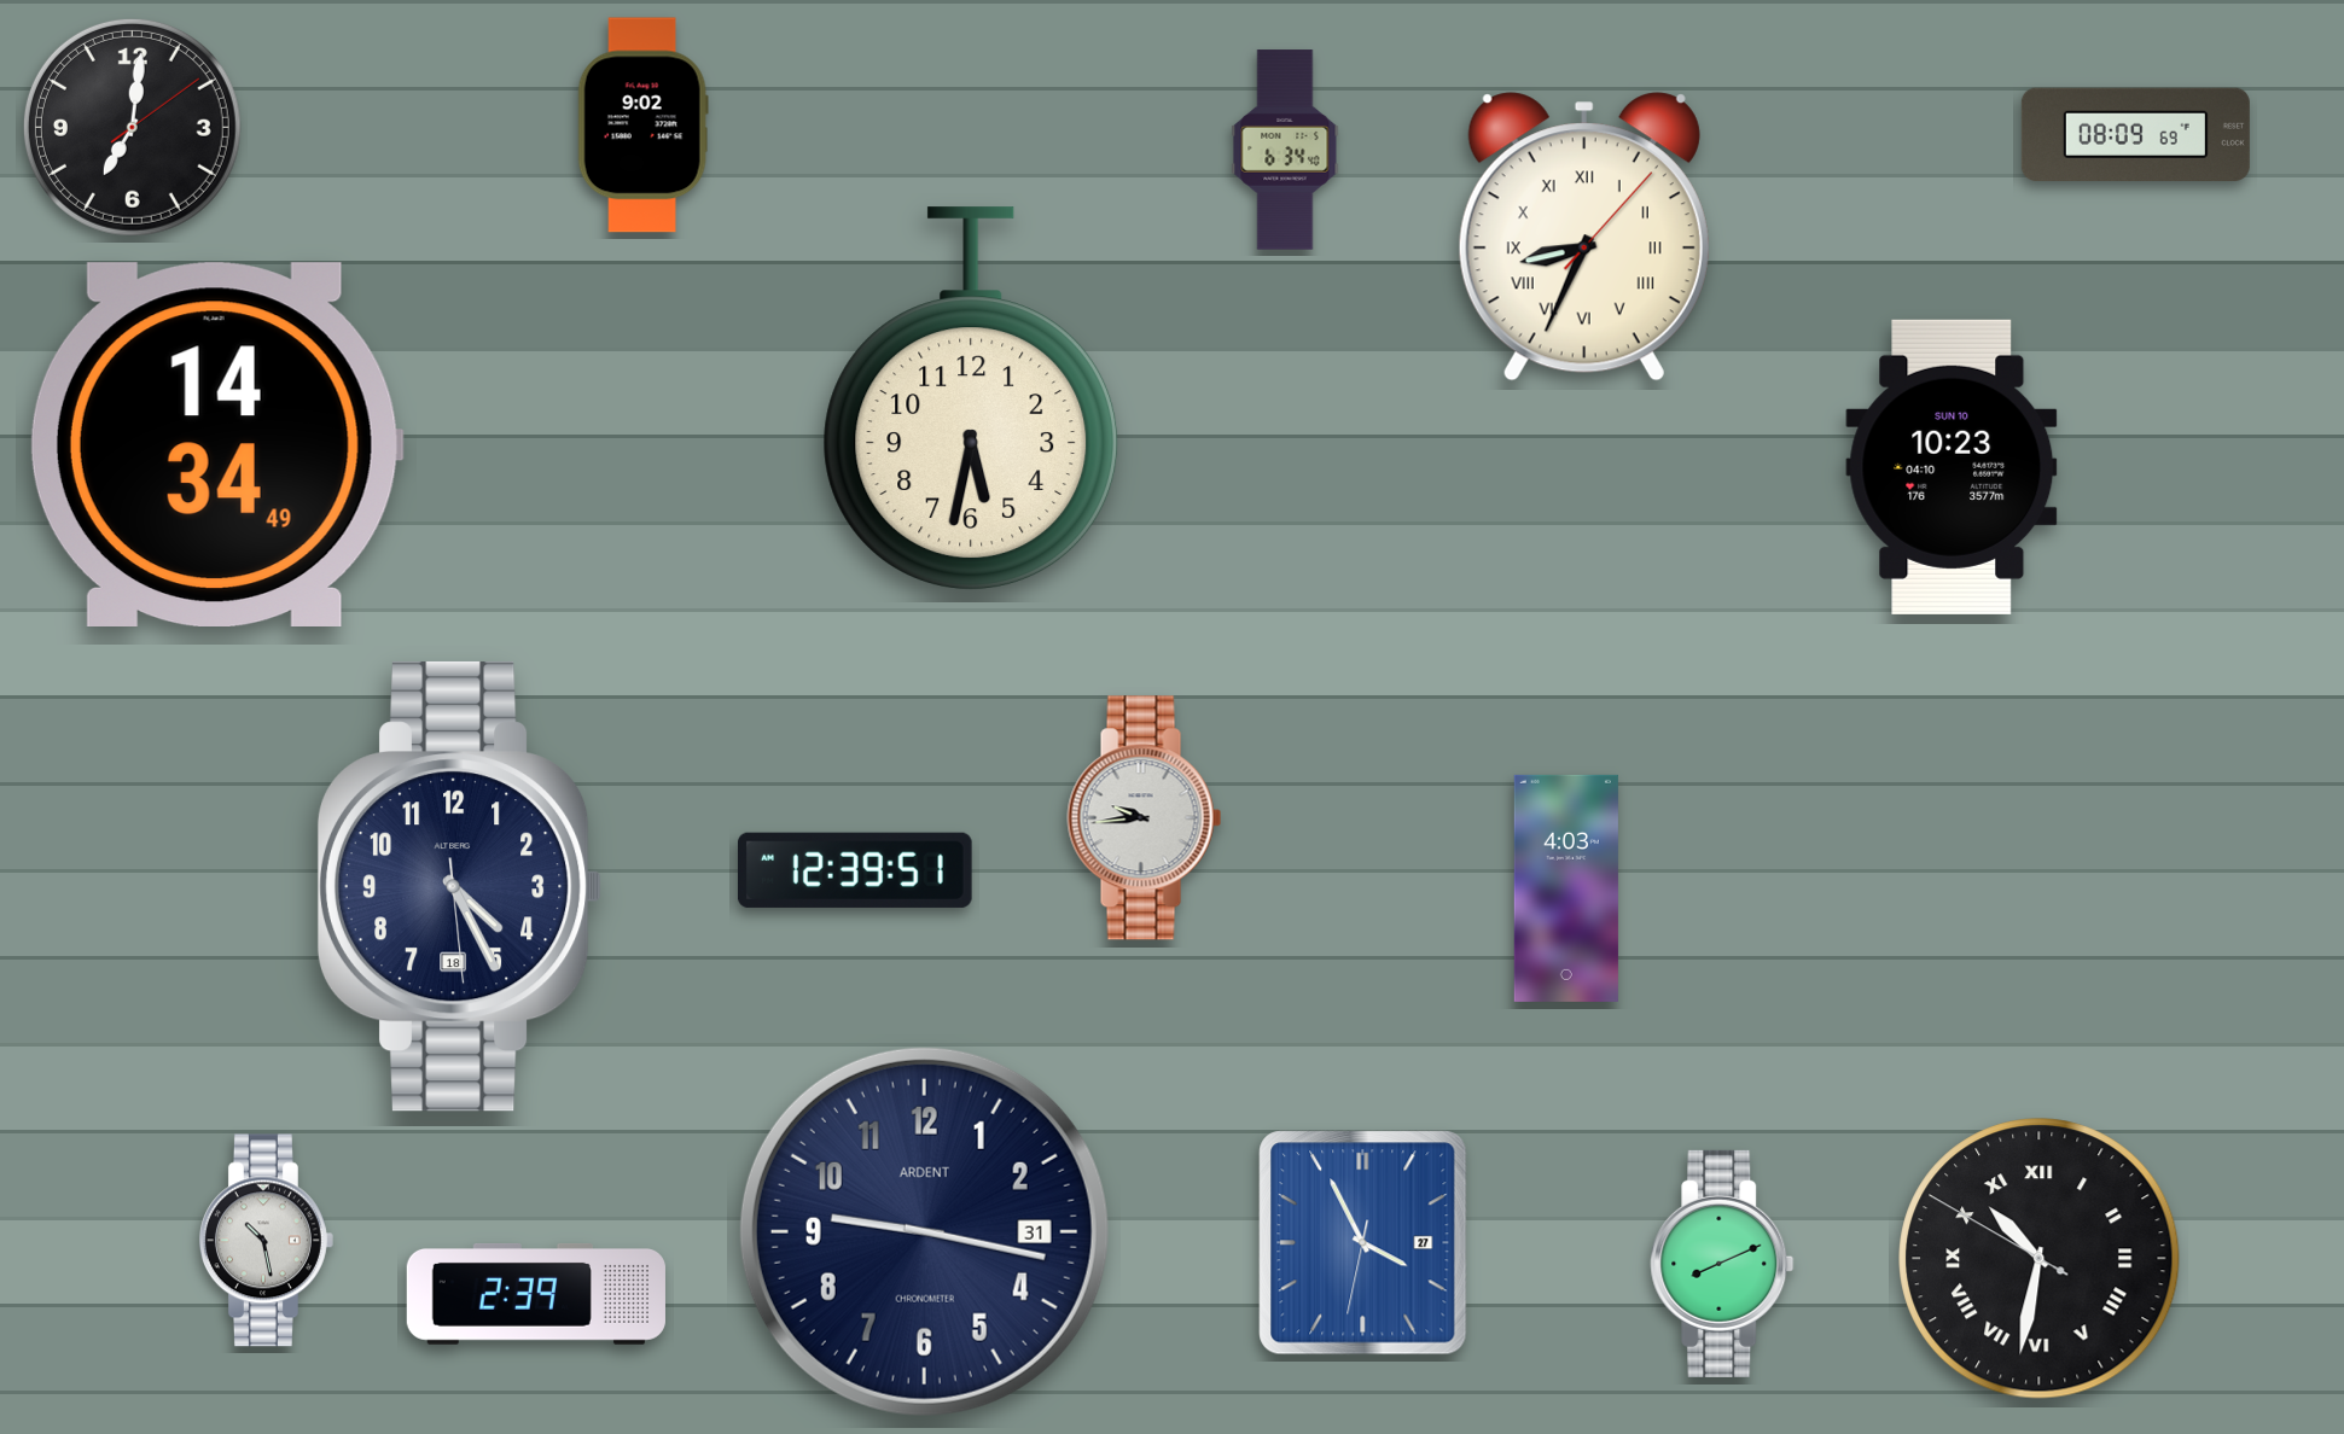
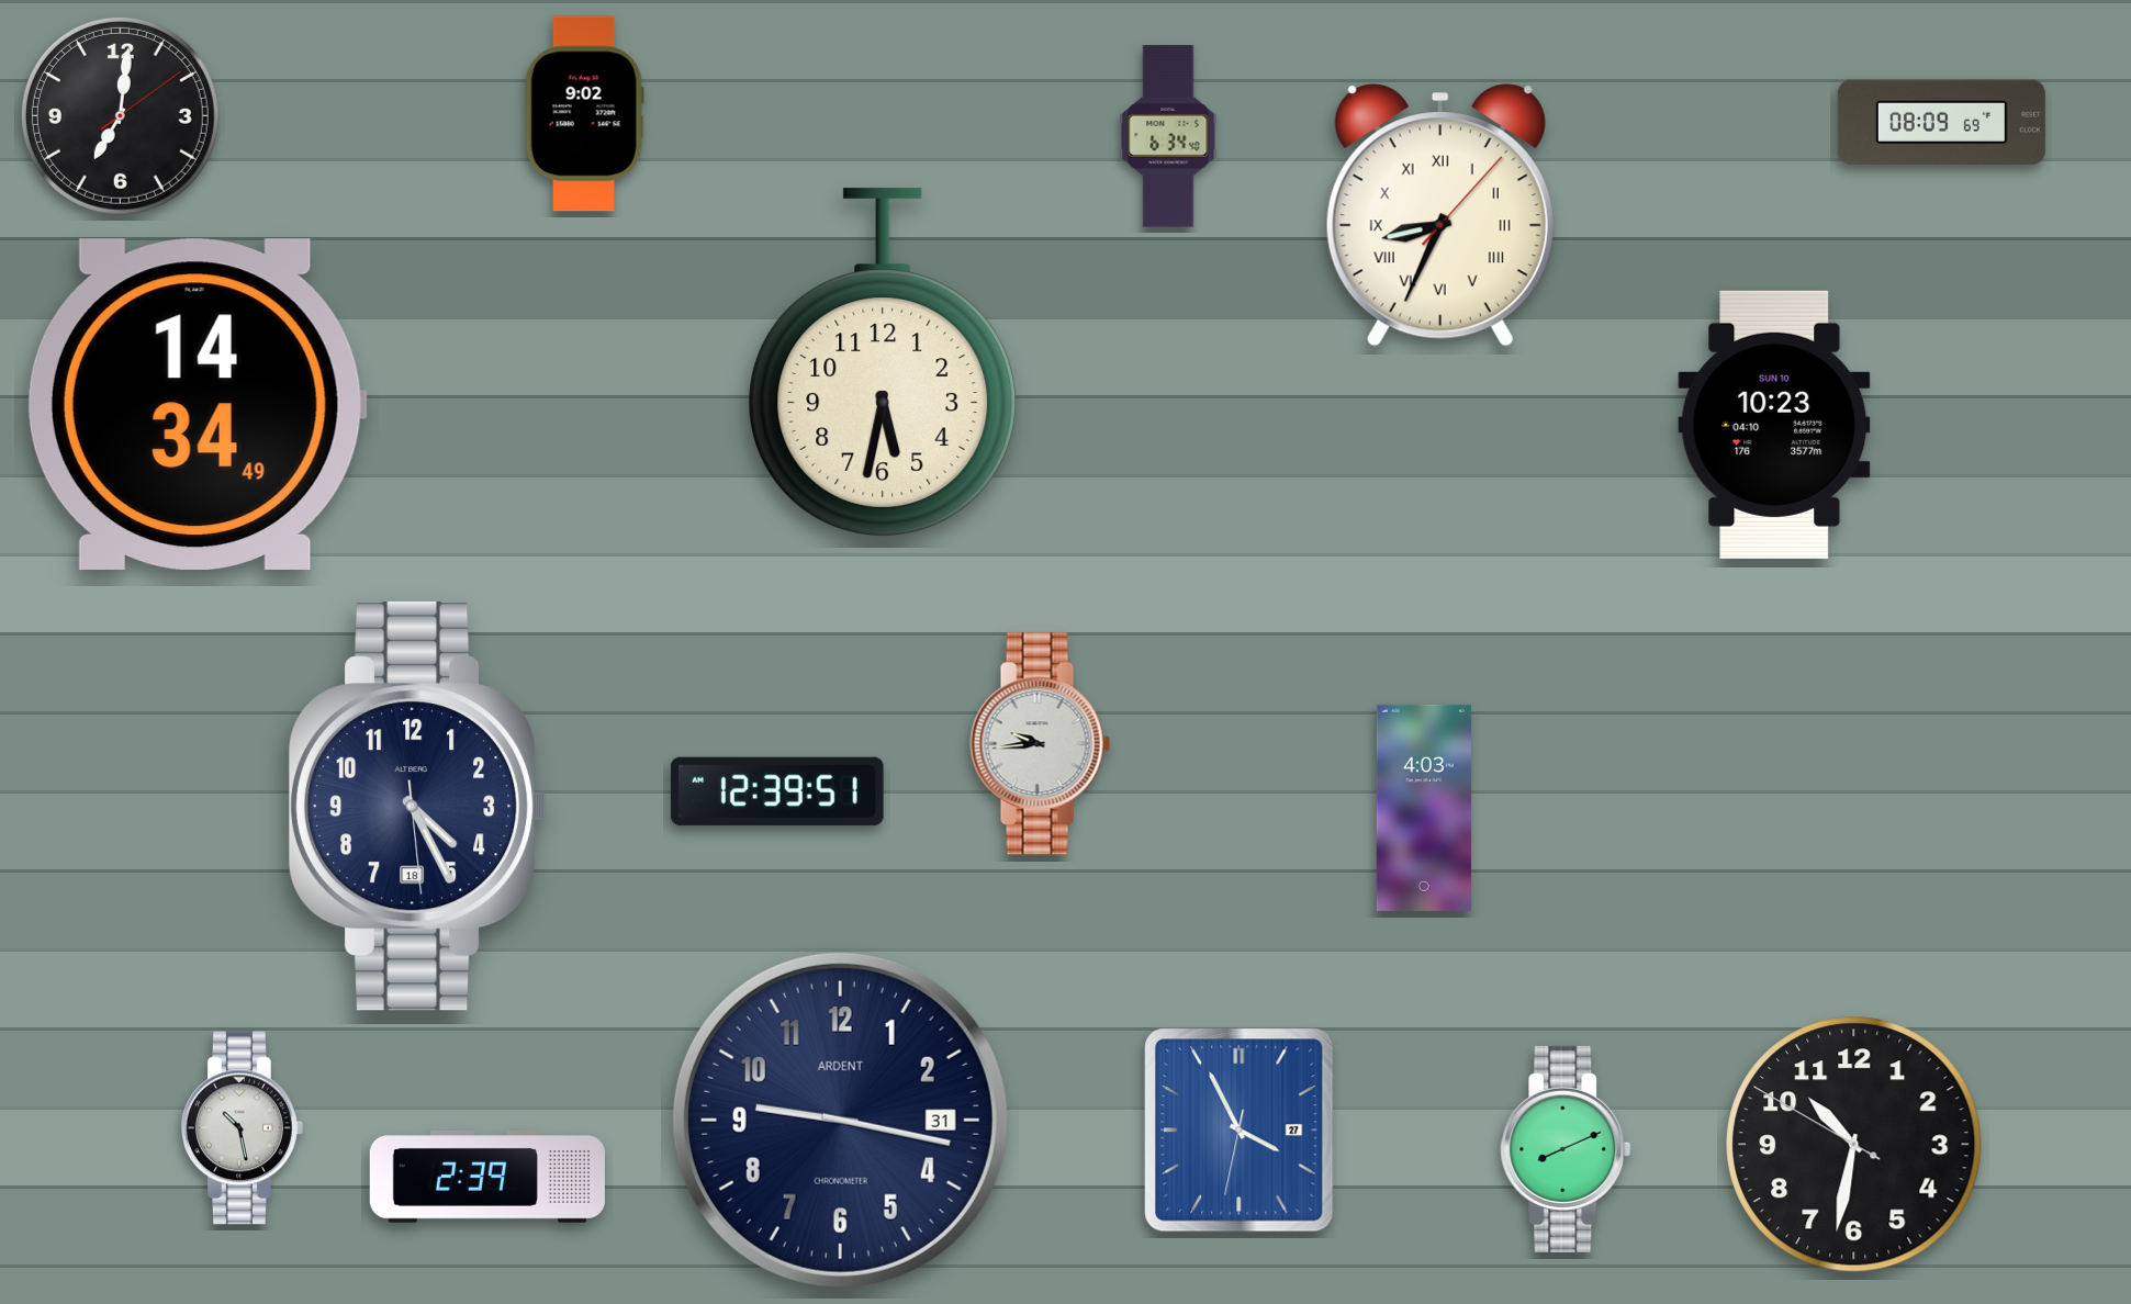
clock at (2040, 1259) numerals: Roman -> Arabic
